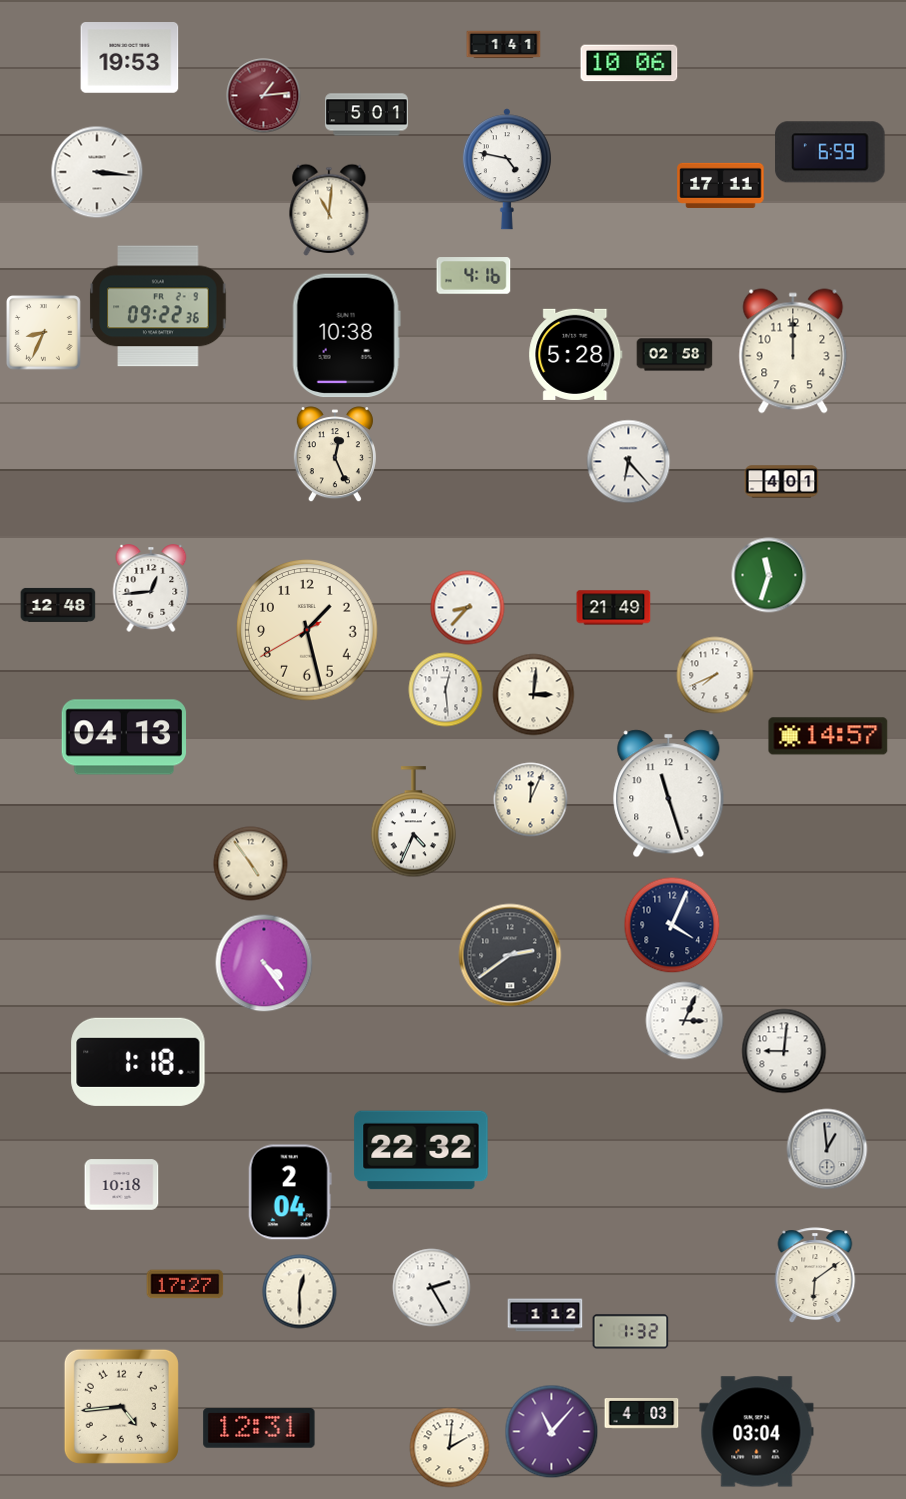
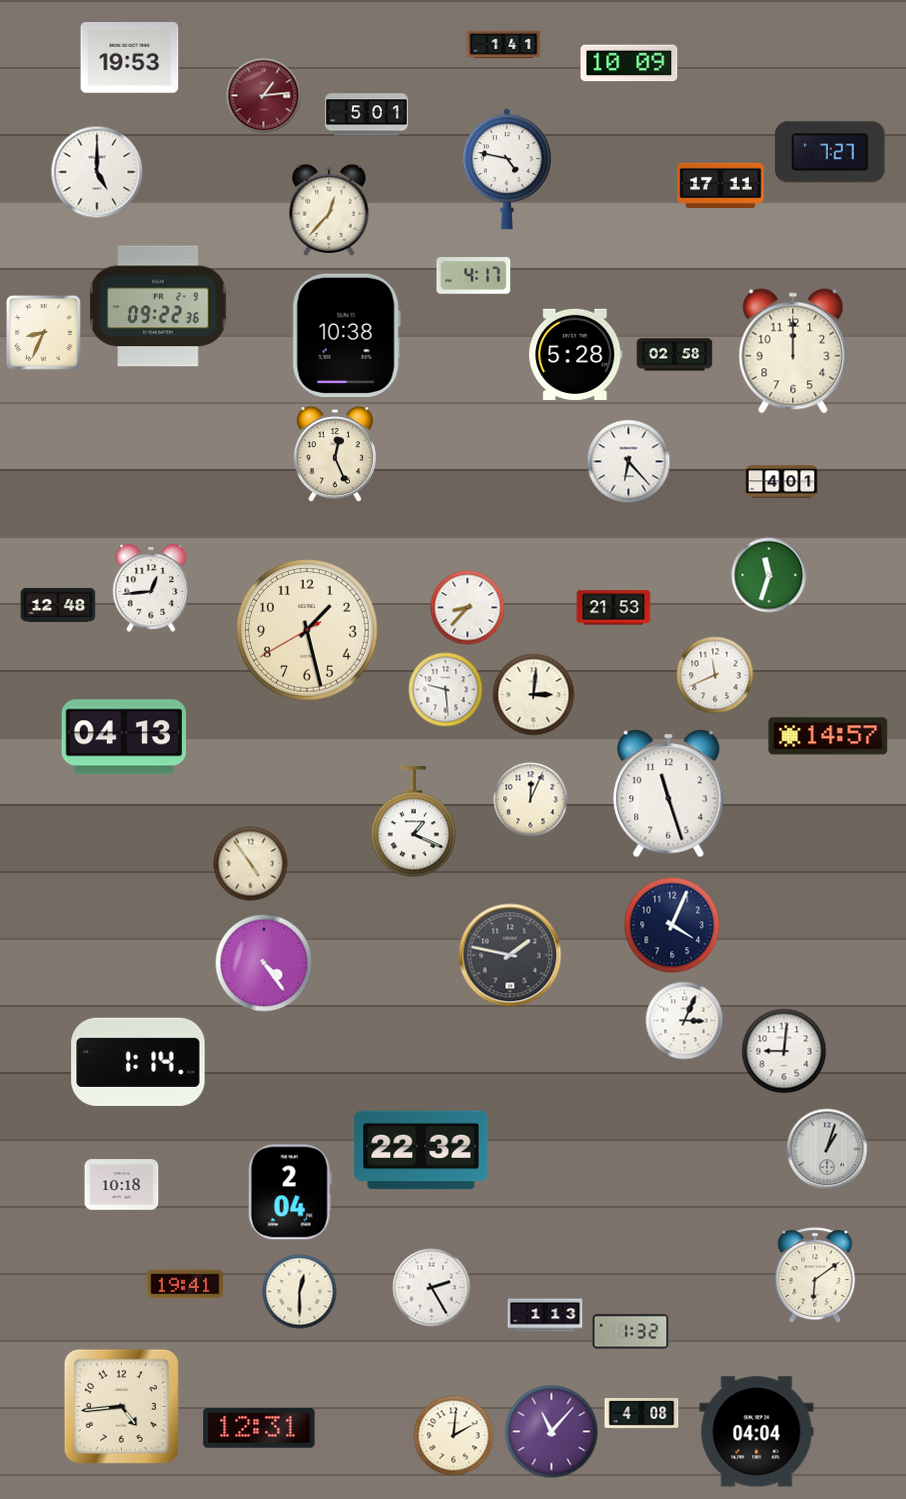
clock at (629, 63): 10:06 -> 10:09
clock at (830, 152): 6:59 -> 7:27
clock at (97, 172): 3:16 -> 5:00
clock at (329, 210): 11:01 -> 12:37
clock at (474, 276): 4:16 -> 4:17
clock at (614, 608): 21:49 -> 21:53
clock at (715, 675): 7:41 -> 11:41
clock at (446, 690): 12:29 -> 9:29
clock at (414, 822): 4:34 -> 1:19
clock at (510, 955): 2:39 -> 1:47
clock at (138, 1062): 1:18 -> 1:14
clock at (827, 1149): 12:59 -> 1:03
clock at (185, 1284): 17:27 -> 19:41
clock at (545, 1315): 1:12 -> 1:13
clock at (642, 1414): 4:03 -> 4:08
clock at (757, 1432): 03:04 -> 04:04
clock at (450, 1448) position: (450, 1448) -> (454, 1436)
